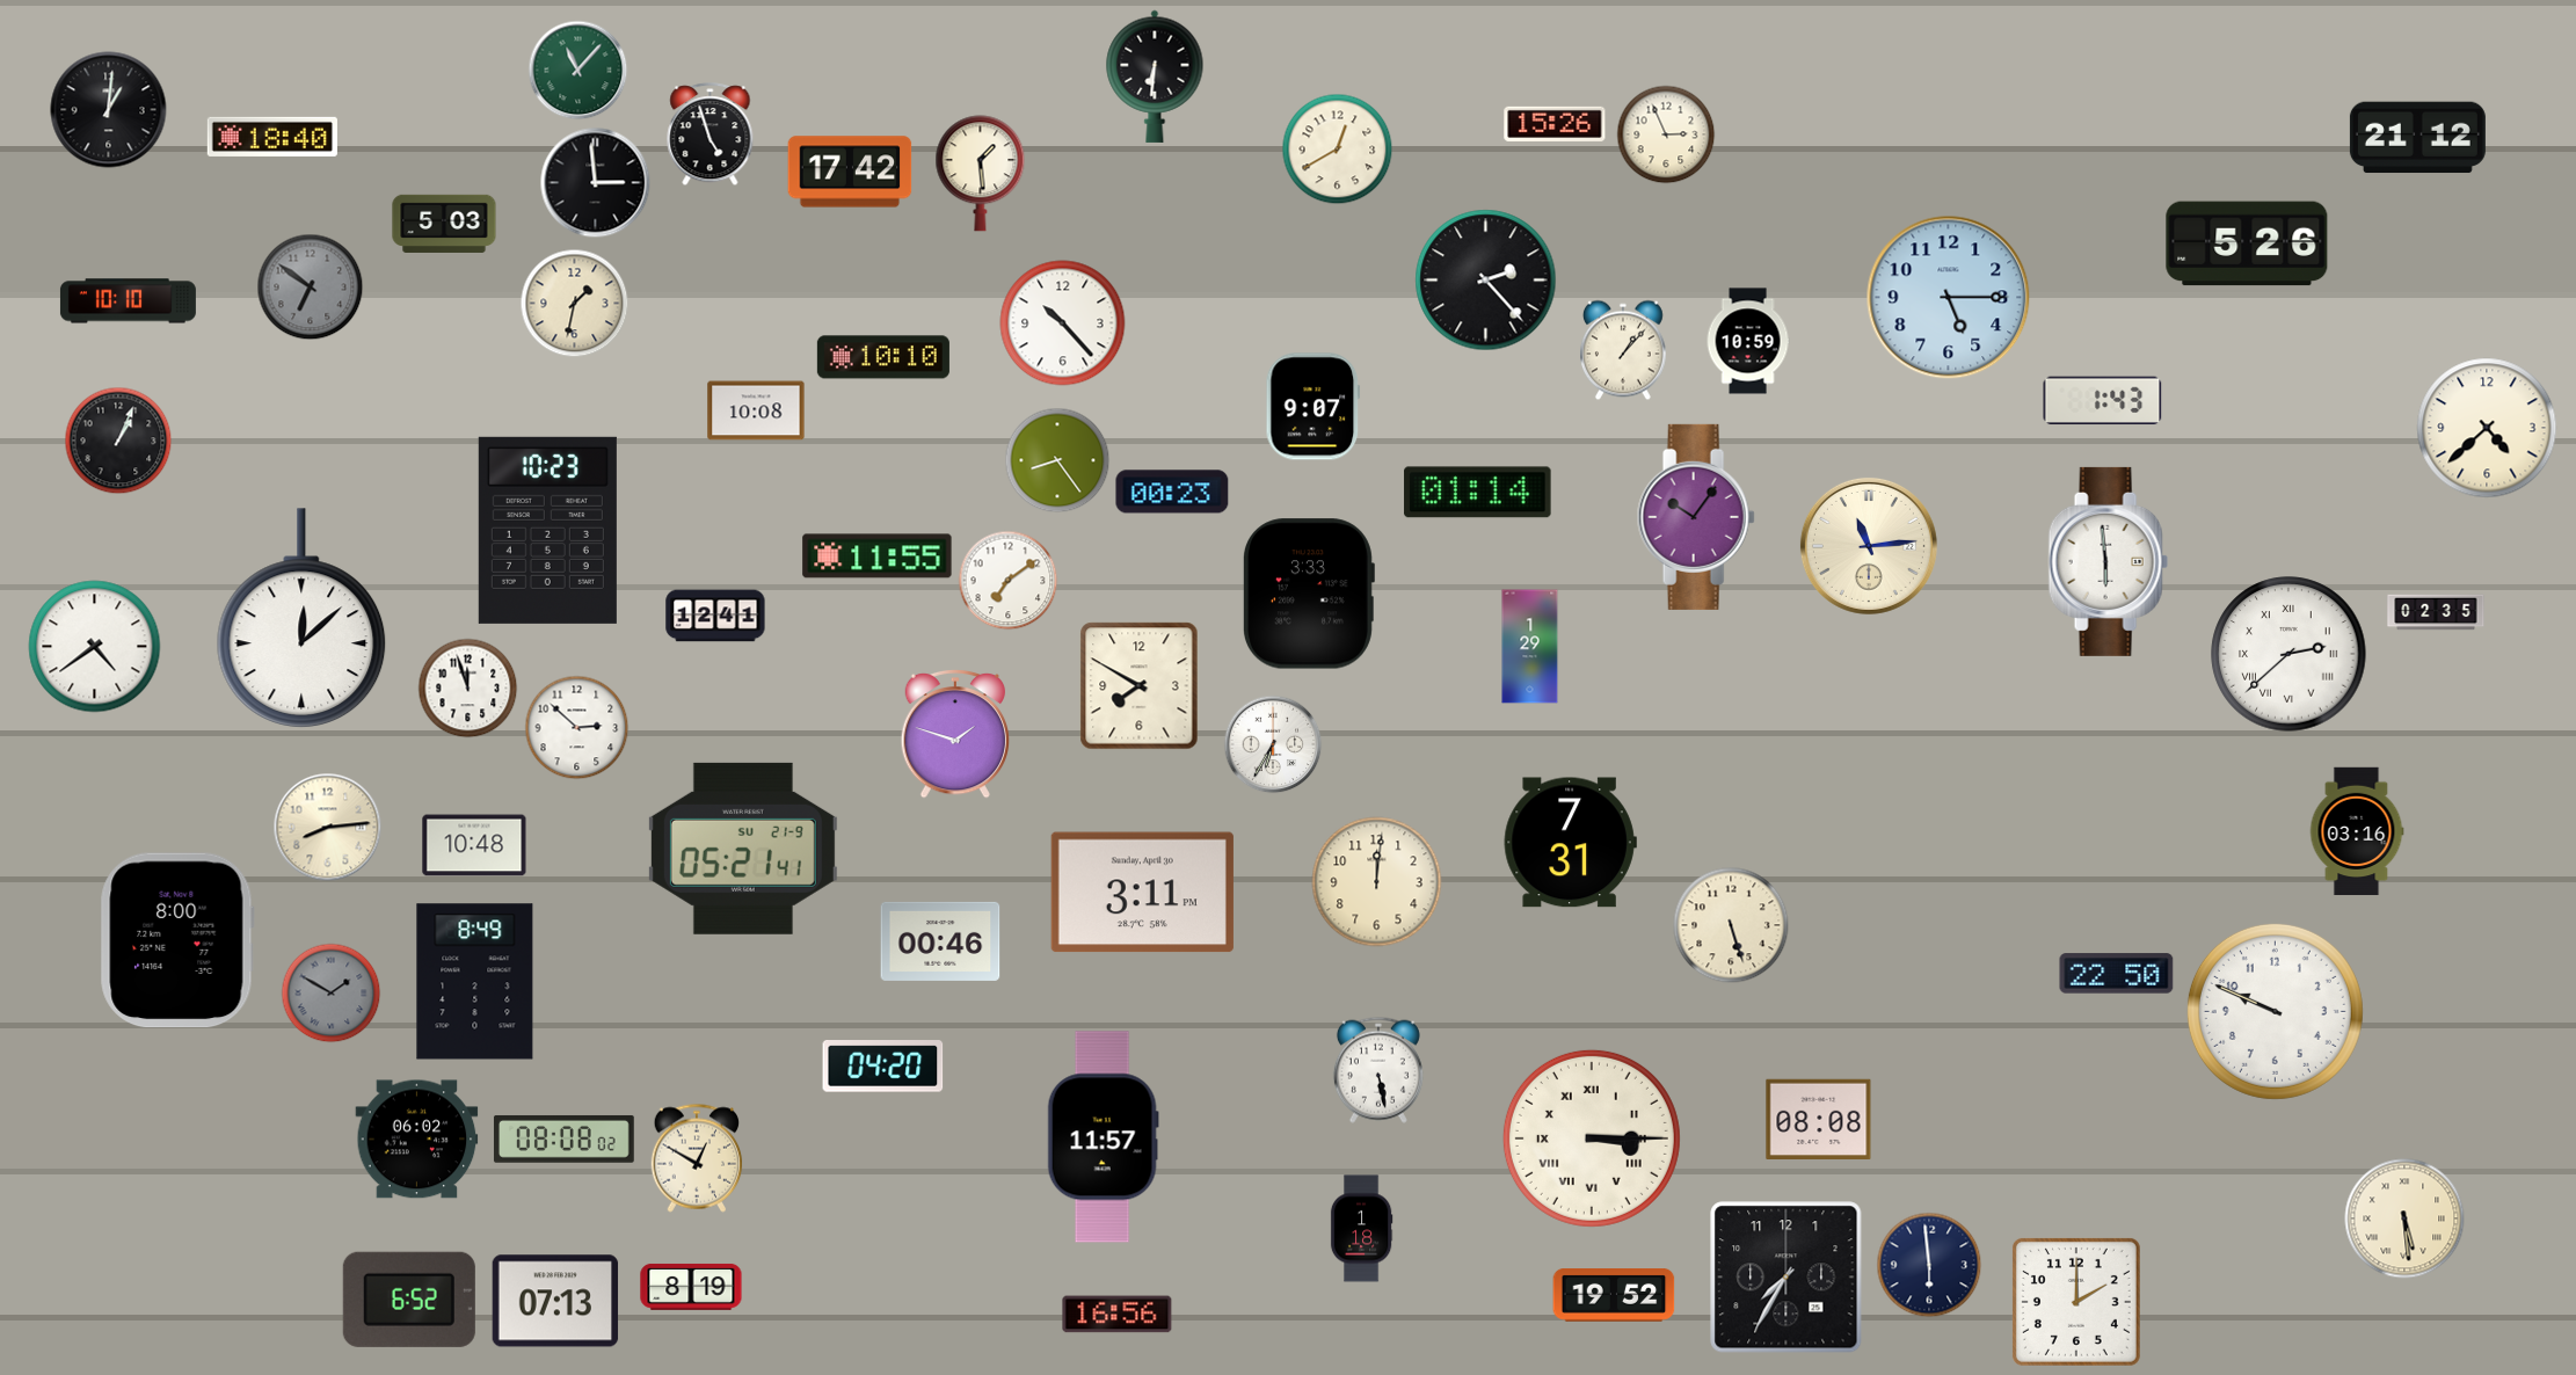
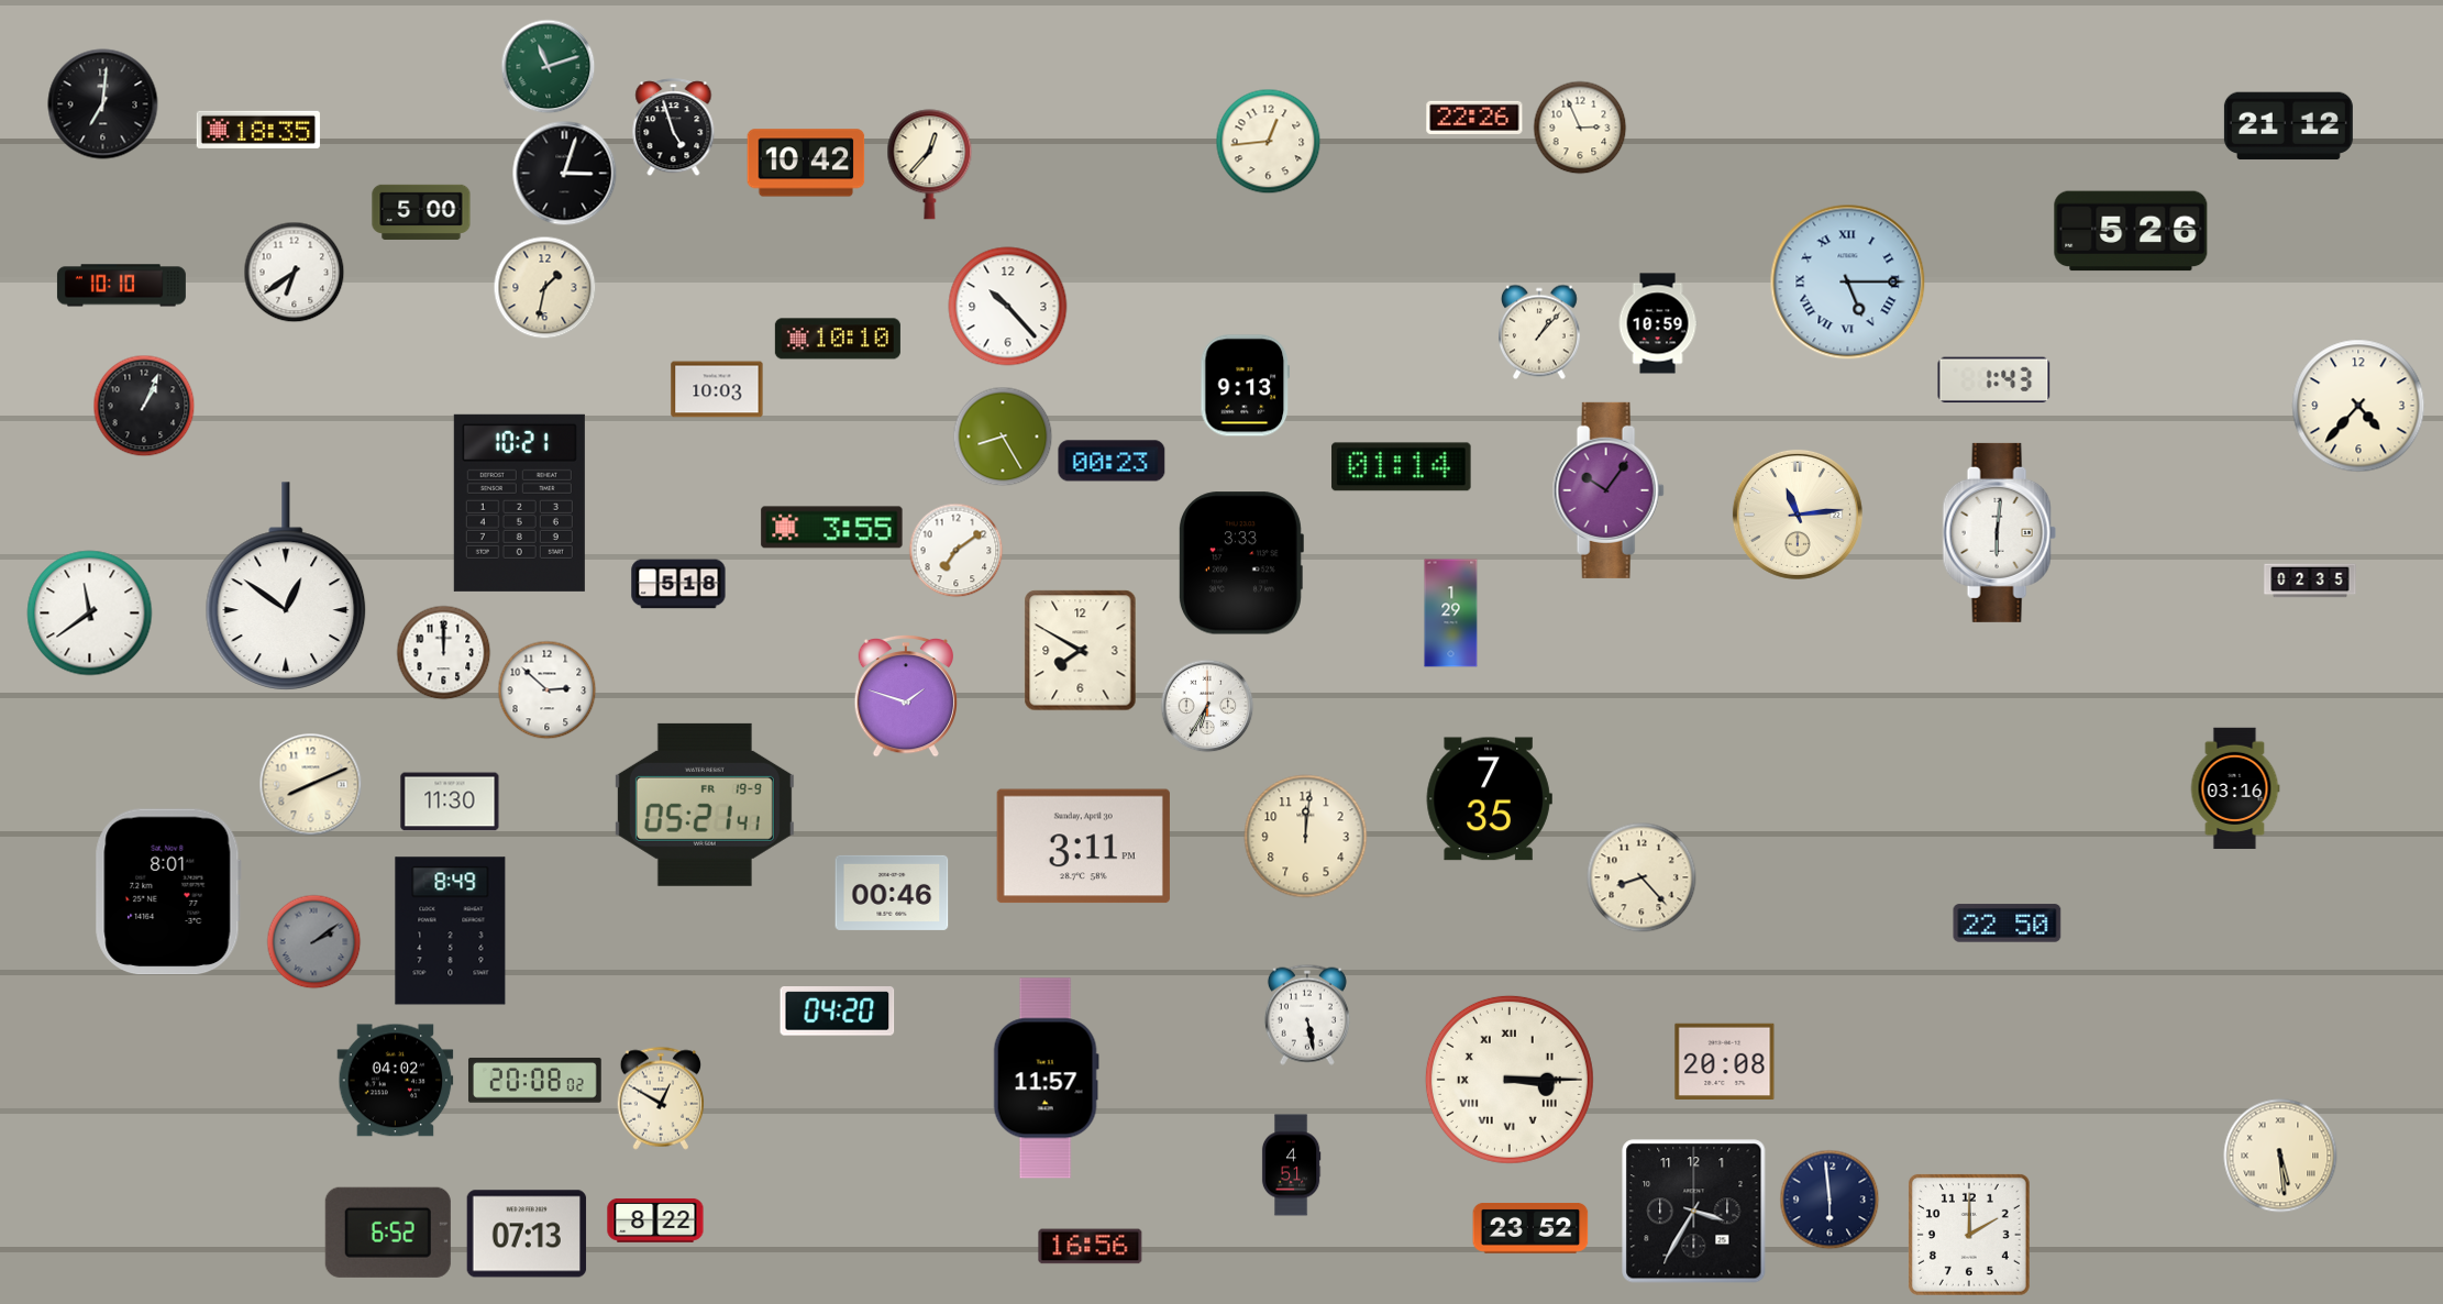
clock at (577, 70): 11:07 -> 11:12
clock at (1155, 77): 6:31 -> none
clock at (109, 110): 1:01 -> 7:01
clock at (1555, 124): 15:26 -> 22:26
clock at (272, 137): 18:40 -> 18:35
clock at (2417, 138) position: (2417, 138) -> (2288, 126)
clock at (1337, 148): 12:40 -> 12:44
clock at (850, 172): 17:42 -> 10:42
clock at (981, 174): 1:29 -> 12:37
clock at (595, 182): 2:59 -> 3:03
clock at (444, 223): 5:03 -> 5:00
clock at (1486, 281): 2:23 -> none
clock at (310, 286): 6:51 -> 6:39
clock at (310, 286) dial: grey -> white
clock at (1949, 298) numerals: Arabic -> Roman
clock at (1312, 407): 9:07 -> 9:13
clock at (756, 410): 10:08 -> 10:03
clock at (2487, 428): 4:38 -> 4:37
clock at (118, 441) position: (118, 441) -> (144, 406)
clock at (1057, 460): 8:24 -> 8:25
clock at (1172, 492) position: (1172, 492) -> (1112, 461)
clock at (547, 530): 10:23 -> 10:21
clock at (1869, 546) position: (1869, 546) -> (1798, 515)
clock at (878, 556): 11:55 -> 3:55
clock at (2108, 561): 5:59 -> 6:01
clock at (715, 616): 12:41 -> 5:18
clock at (301, 618): 12:08 -> 12:51
clock at (95, 647): 4:39 -> 11:39
clock at (2288, 654): 2:38 -> none
clock at (467, 687): 11:57 -> 12:00
clock at (327, 827): 8:14 -> 8:11
clock at (1570, 843): 7:31 -> 7:35
clock at (474, 845): 10:48 -> 11:30
clock at (743, 849) date: SU 21-9 -> FR 19-9
clock at (1731, 925): 5:27 -> 8:23
clock at (177, 940): 8:00 -> 8:01
clock at (330, 992): 1:50 -> 2:09
clock at (2275, 1011): 9:49 -> none
clock at (1819, 1119): 08:08 -> 20:08
clock at (563, 1138): 08:08 -> 20:08
clock at (417, 1140): 06:02 -> 04:02
clock at (1361, 1229): 1:18 -> 4:51
clock at (1787, 1278): 7:35 -> 3:35
clock at (691, 1287): 8:19 -> 8:22
clock at (1614, 1296): 19:52 -> 23:52
clock at (1118, 1315) position: (1118, 1315) -> (1091, 1247)
